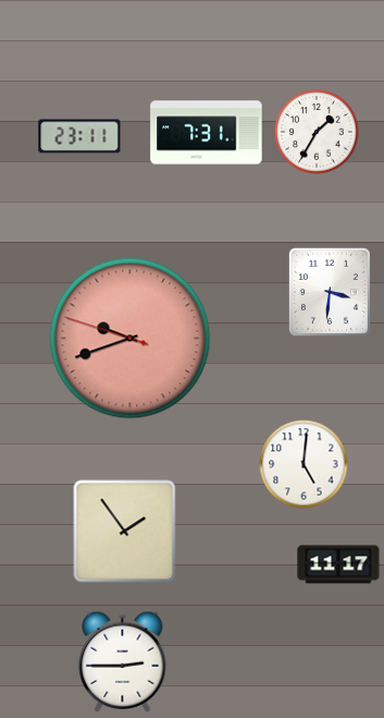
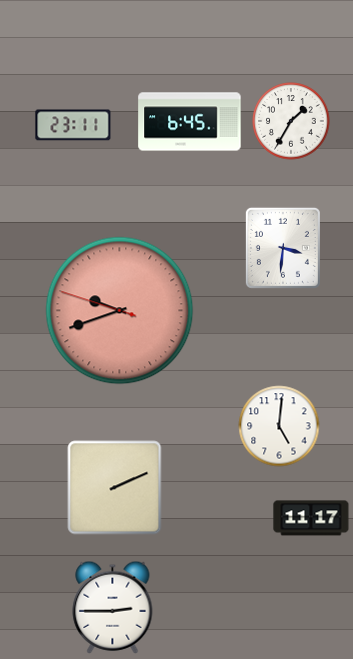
clock at (207, 133): 7:31 -> 6:45
clock at (330, 292) position: (330, 292) -> (283, 248)
clock at (125, 532): 1:54 -> 2:11
